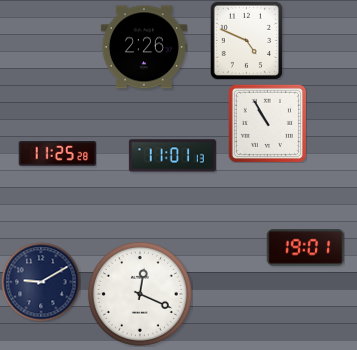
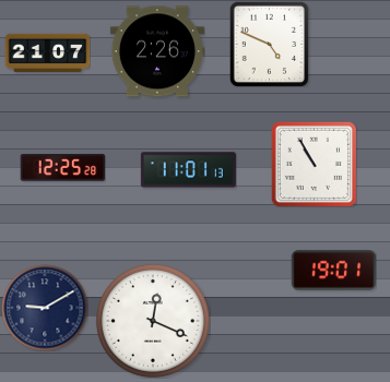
clock at (47, 52): none -> 21:07
clock at (267, 123) position: (267, 123) -> (314, 164)
clock at (57, 154): 11:25 -> 12:25
